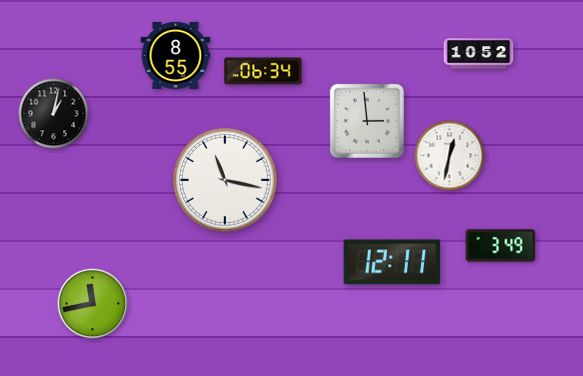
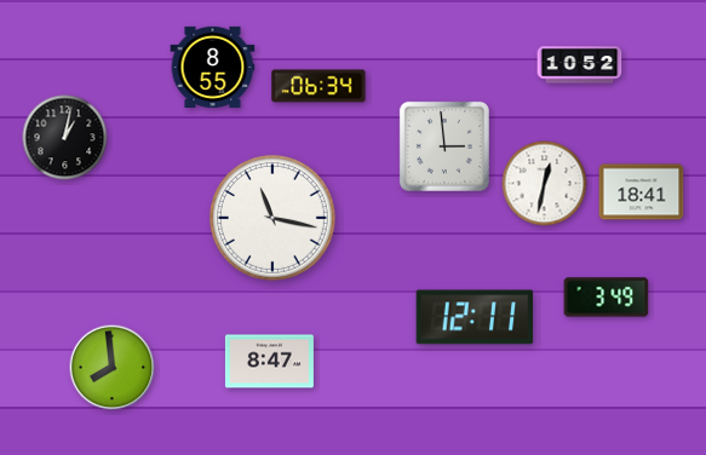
clock at (450, 156) position: (450, 156) -> (545, 184)
clock at (642, 192): none -> 18:41
clock at (269, 362): none -> 8:47
clock at (93, 304): 11:43 -> 7:59
